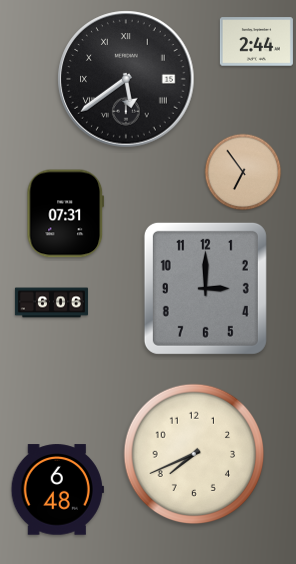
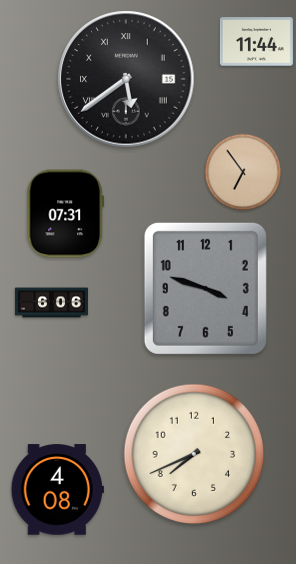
clock at (256, 42): 2:44 -> 11:44
clock at (205, 288): 3:00 -> 3:48
clock at (57, 490): 6:48 -> 4:08
